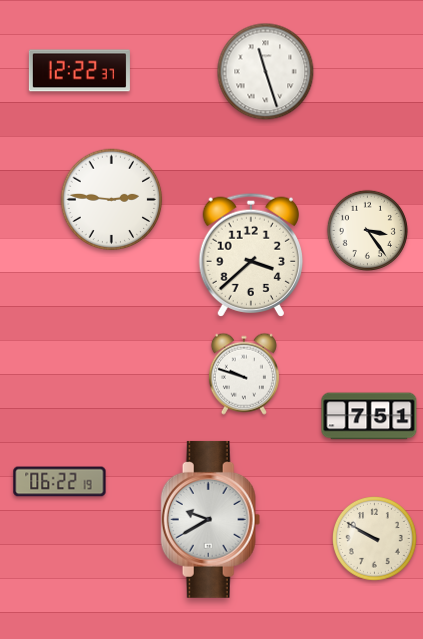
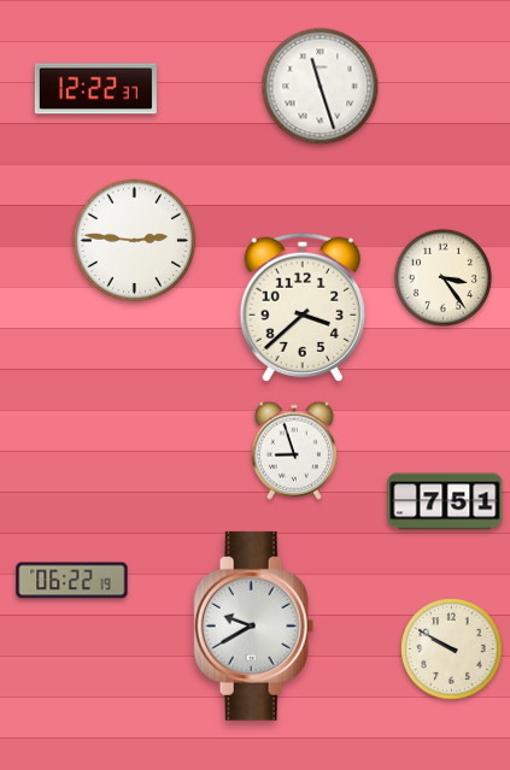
clock at (79, 71) position: (79, 71) -> (95, 89)
clock at (244, 374): 9:48 -> 8:57
